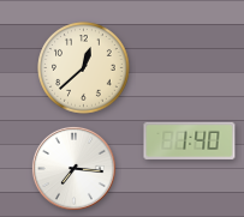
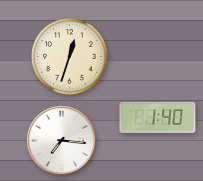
clock at (84, 68): 12:38 -> 12:33
